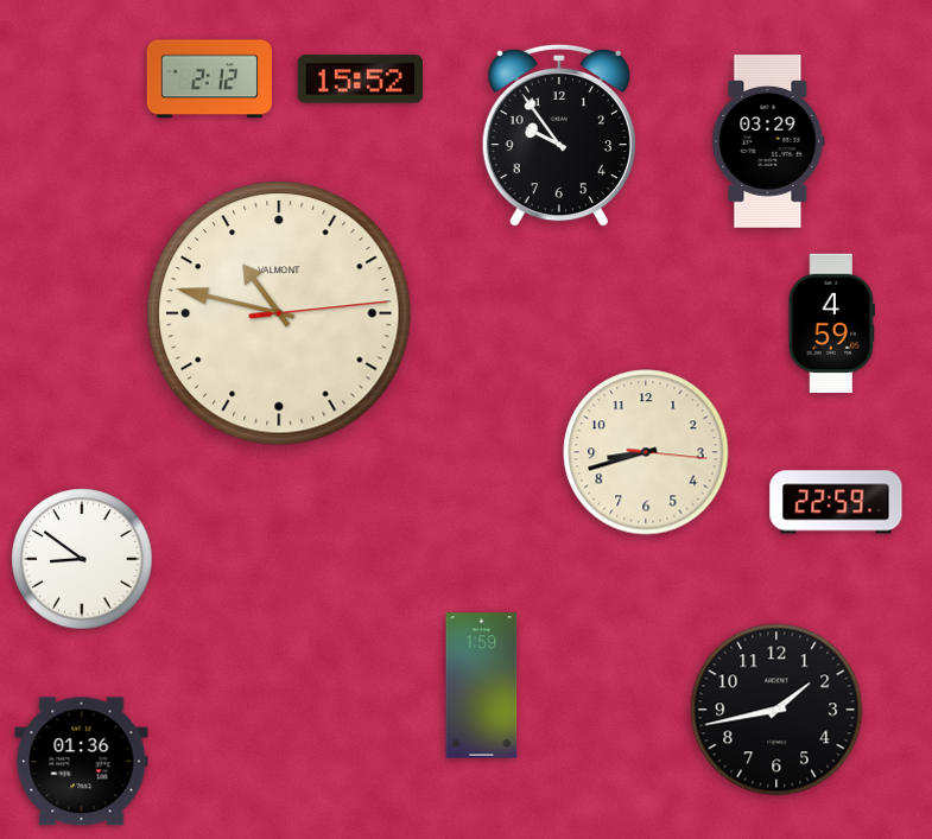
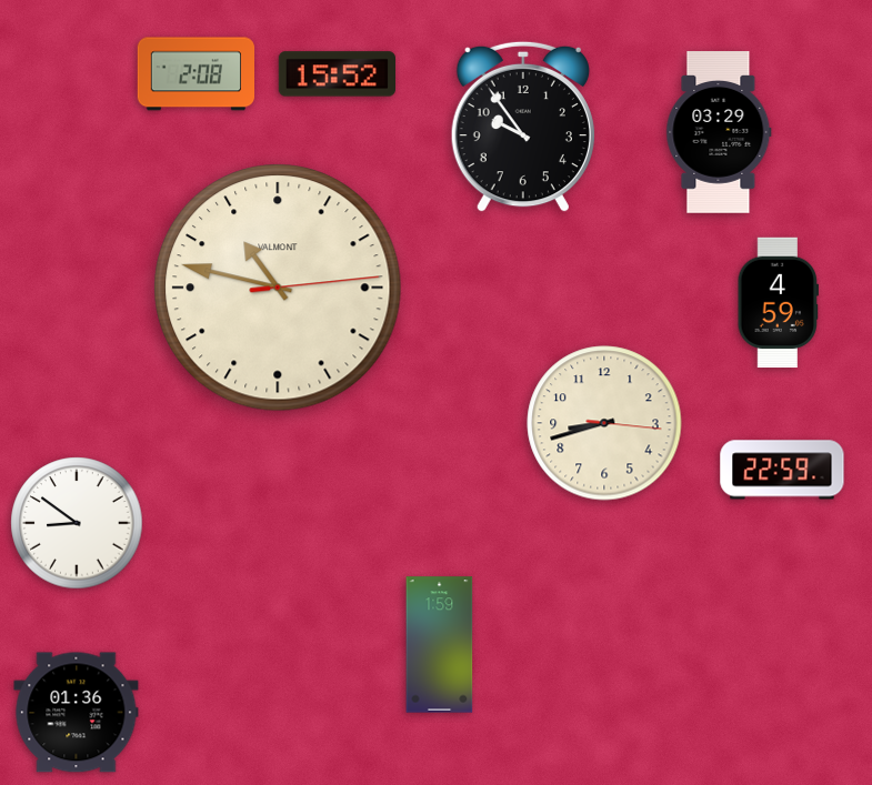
clock at (209, 80): 2:12 -> 2:08
clock at (279, 313) position: (279, 313) -> (278, 288)
clock at (482, 686) position: (482, 686) -> (440, 645)
clock at (776, 710): 1:43 -> none
